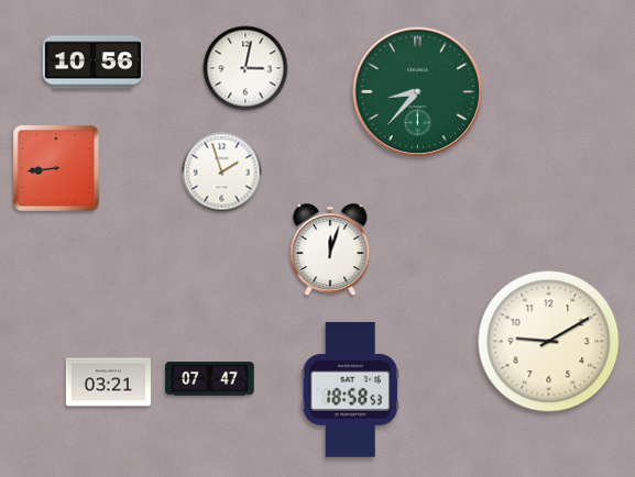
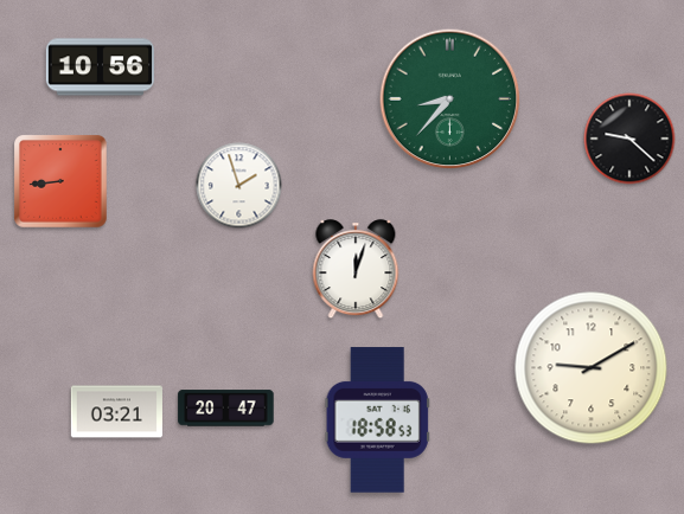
clock at (245, 68): 3:02 -> none
clock at (629, 139): none -> 9:22
clock at (210, 379): 07:47 -> 20:47
